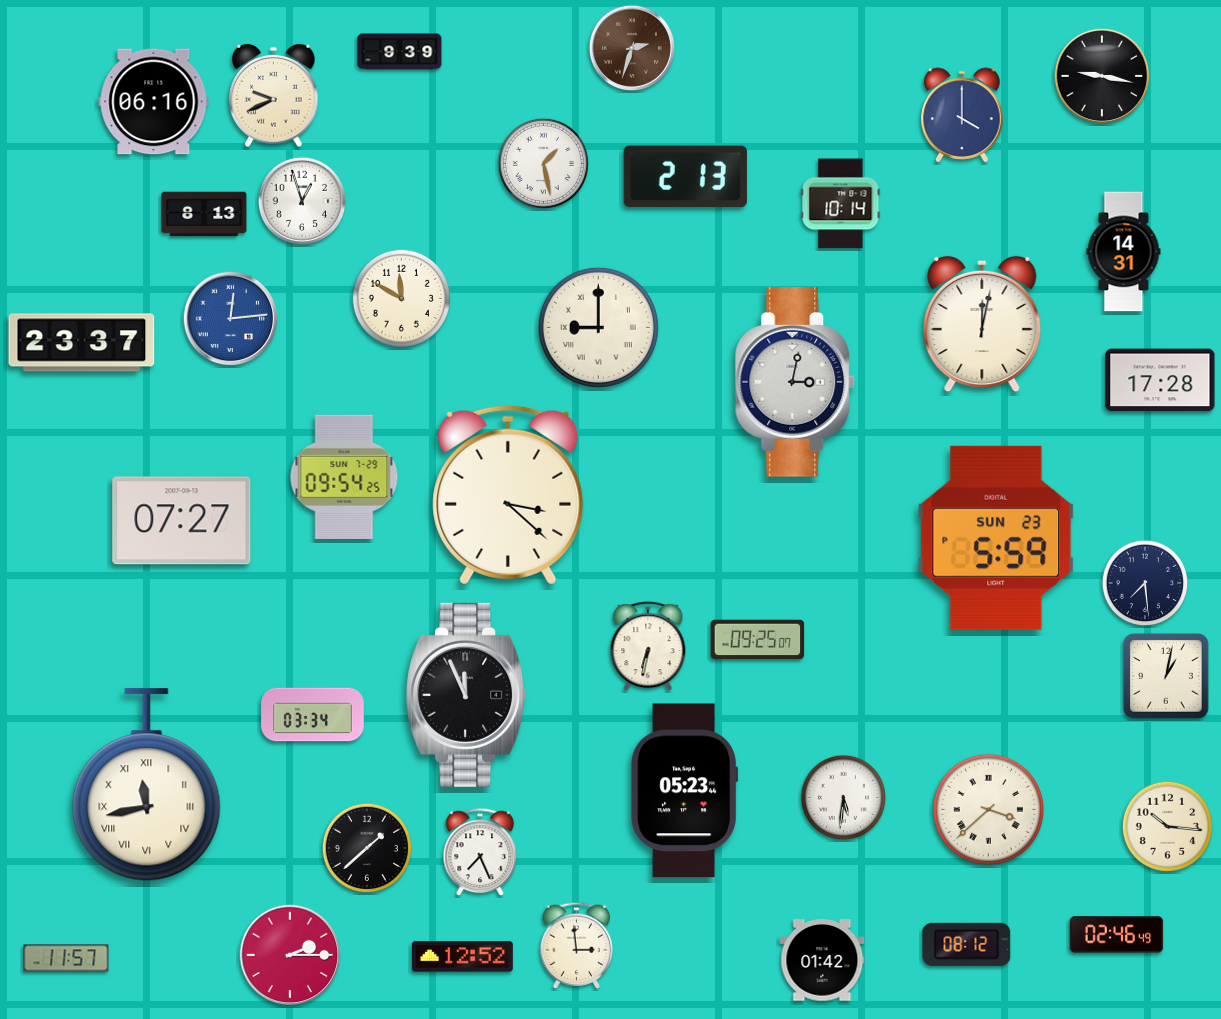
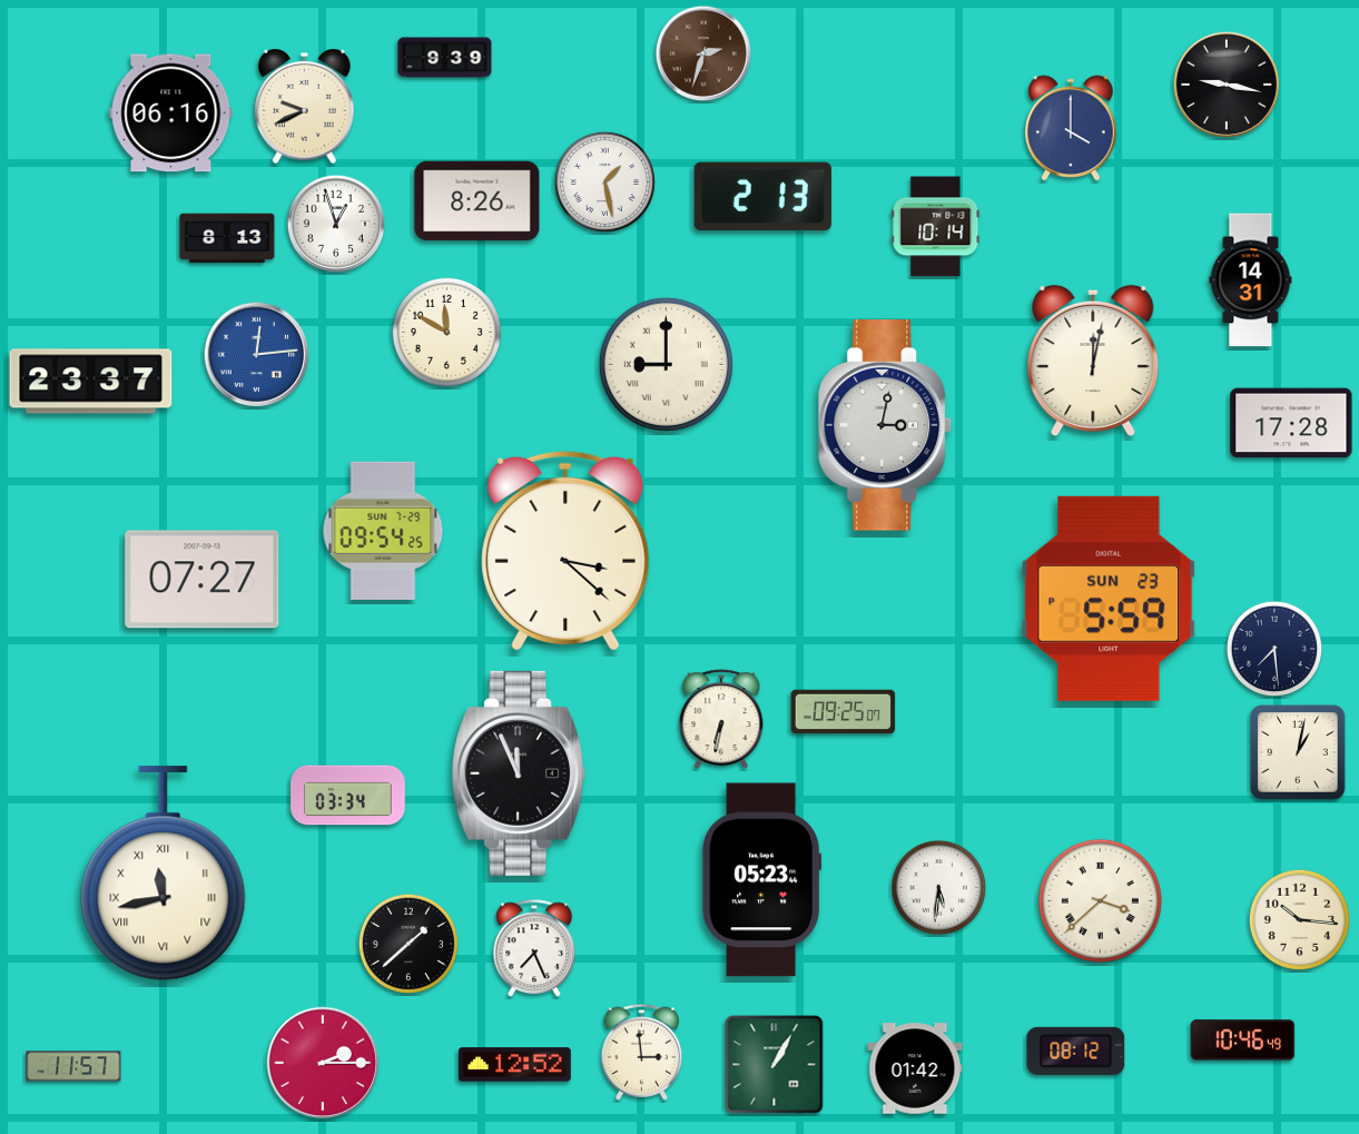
clock at (477, 201): none -> 8:26
clock at (1117, 935): 02:46 -> 10:46
clock at (775, 1065): none -> 1:05
